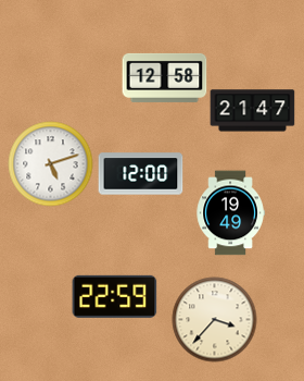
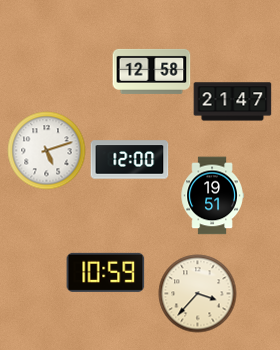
clock at (230, 212): 19:49 -> 19:51
clock at (114, 296): 22:59 -> 10:59
